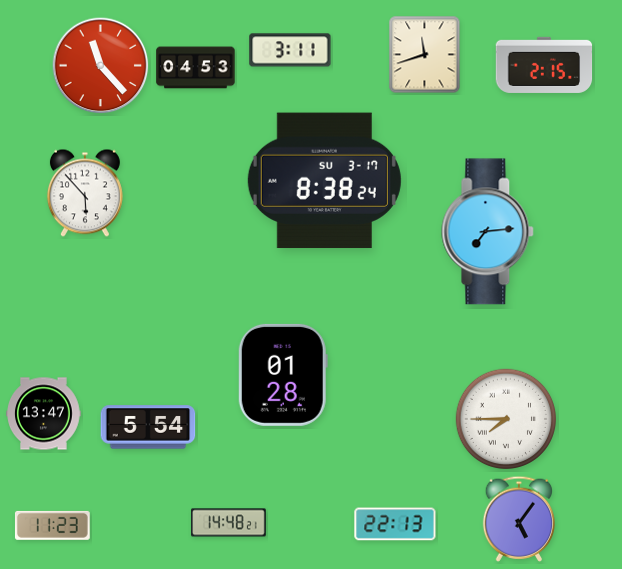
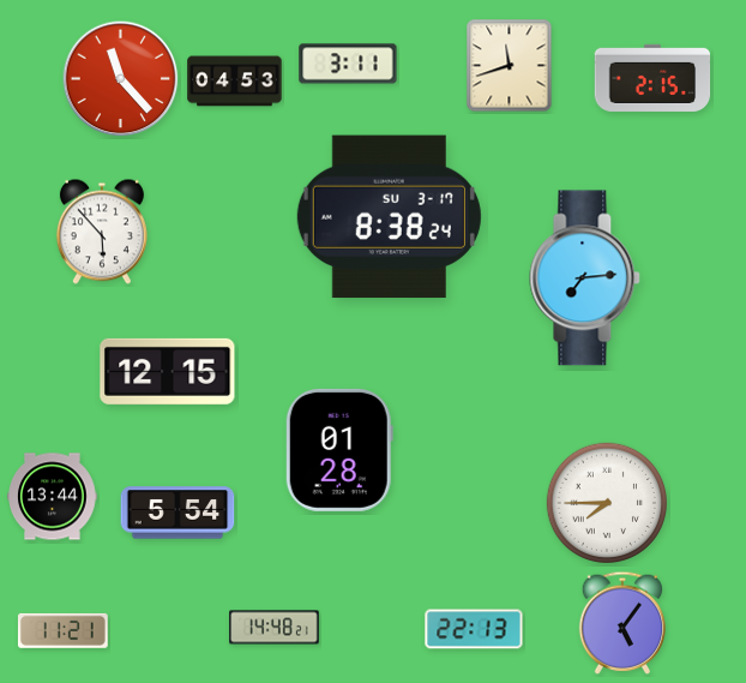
clock at (290, 50) position: (290, 50) -> (348, 64)
clock at (168, 371): none -> 12:15
clock at (44, 414): 13:47 -> 13:44
clock at (52, 525): 11:23 -> 11:21
